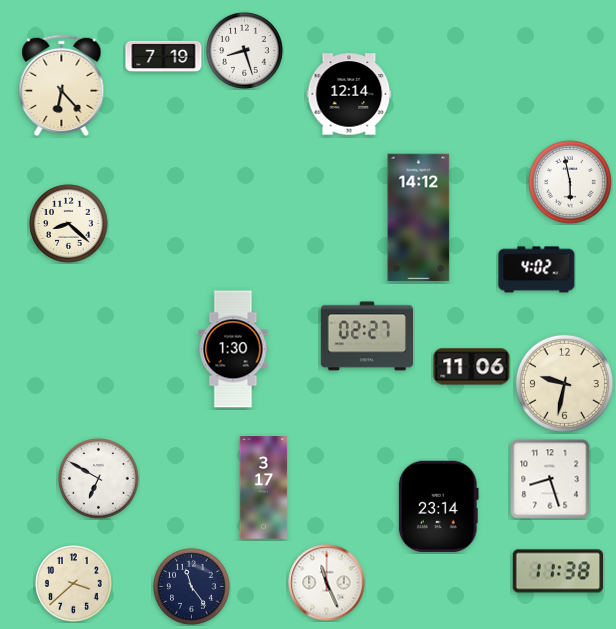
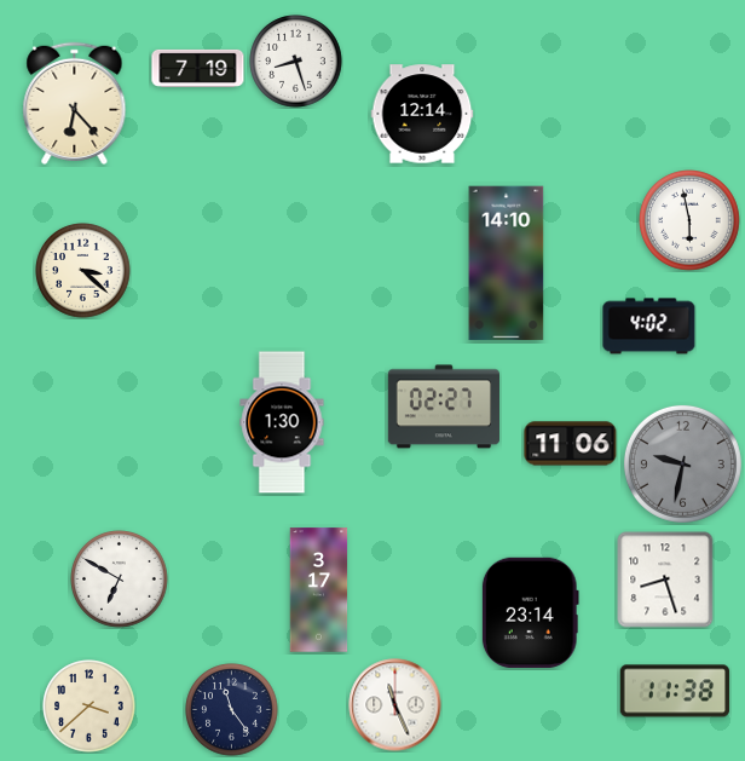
clock at (419, 218): 14:12 -> 14:10
clock at (69, 224): 8:22 -> 3:22
clock at (564, 383) dial: cream -> grey
